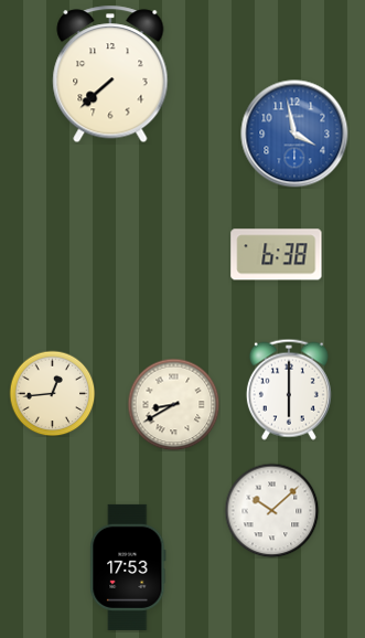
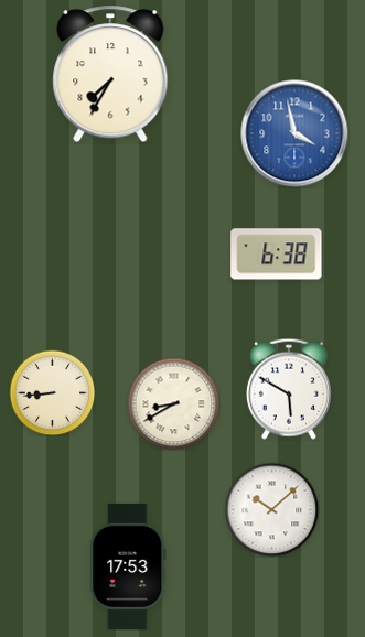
clock at (110, 74): 7:38 -> 7:35
clock at (289, 390): 6:00 -> 5:50
clock at (52, 393): 12:44 -> 8:44
